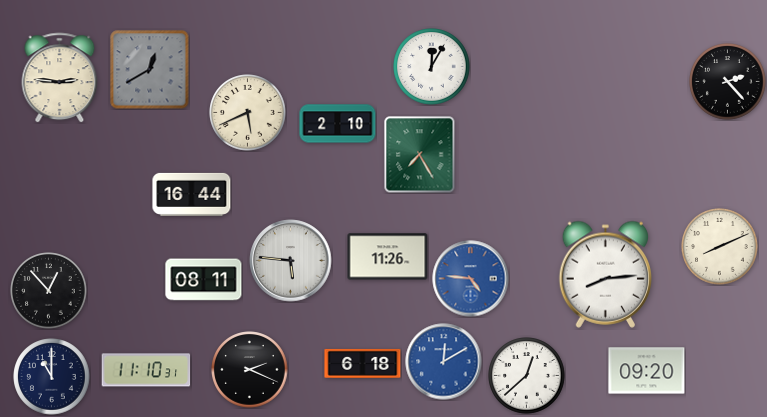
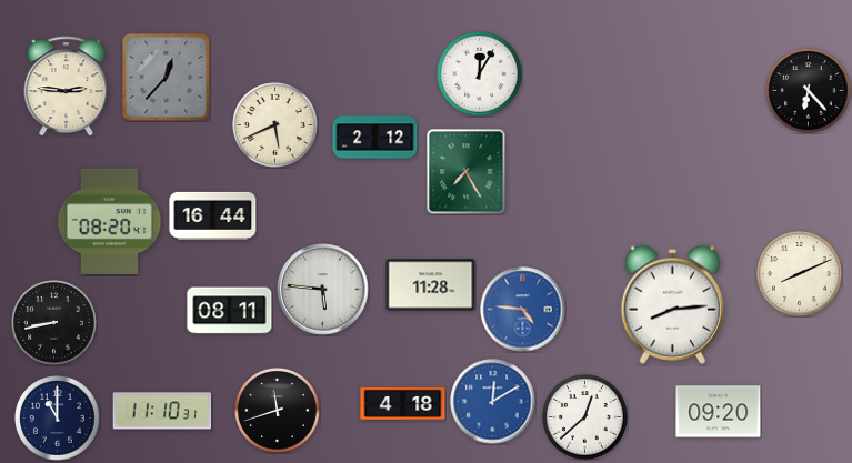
clock at (150, 70): 12:40 -> 12:37
clock at (728, 82): 2:23 -> 6:23
clock at (338, 124): 2:10 -> 2:12
clock at (110, 221): none -> 08:20
clock at (388, 257): 11:26 -> 11:28
clock at (204, 280) position: (204, 280) -> (230, 311)
clock at (49, 291): 12:53 -> 8:43
clock at (363, 363): 6:18 -> 4:18
clock at (250, 370): 2:19 -> 11:42
